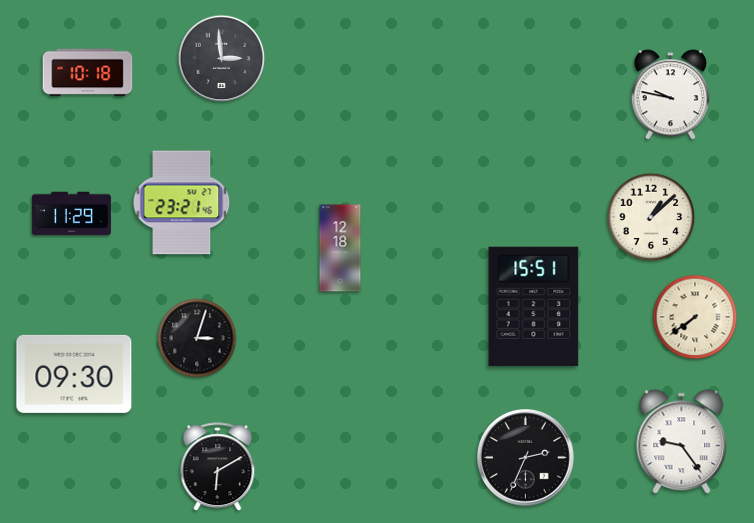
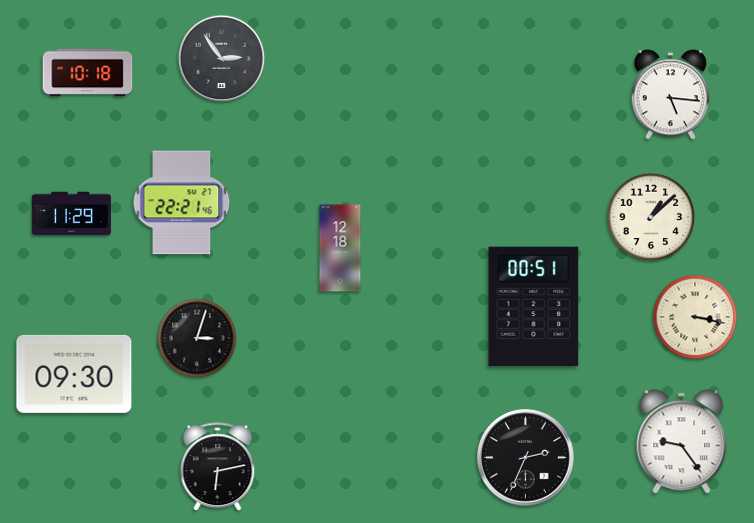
clock at (222, 59): 2:59 -> 2:54
clock at (670, 95): 9:47 -> 5:16
clock at (182, 203): 23:21 -> 22:21
clock at (534, 307): 15:51 -> 00:51
clock at (695, 317): 7:39 -> 3:17
clock at (218, 467): 6:10 -> 6:13
